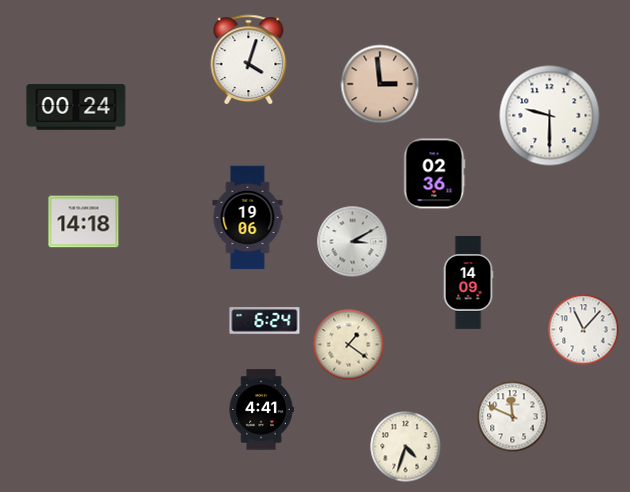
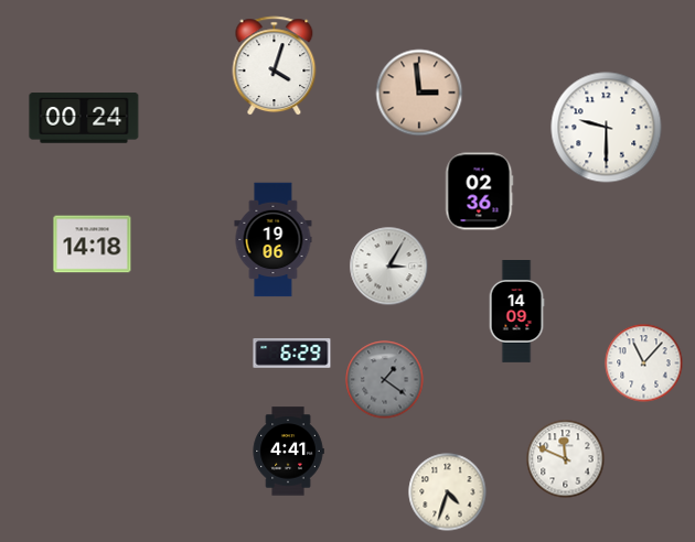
clock at (353, 242): 3:10 -> 3:05
clock at (265, 321): 6:24 -> 6:29
clock at (349, 345) dial: cream -> grey
